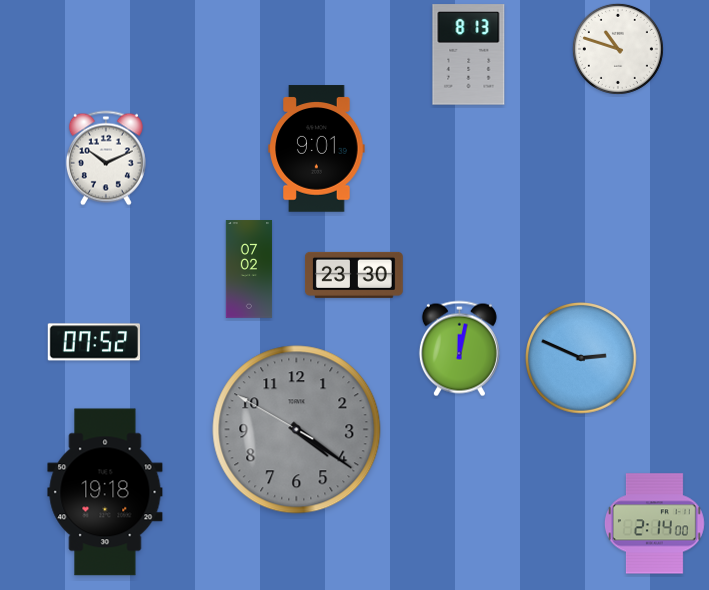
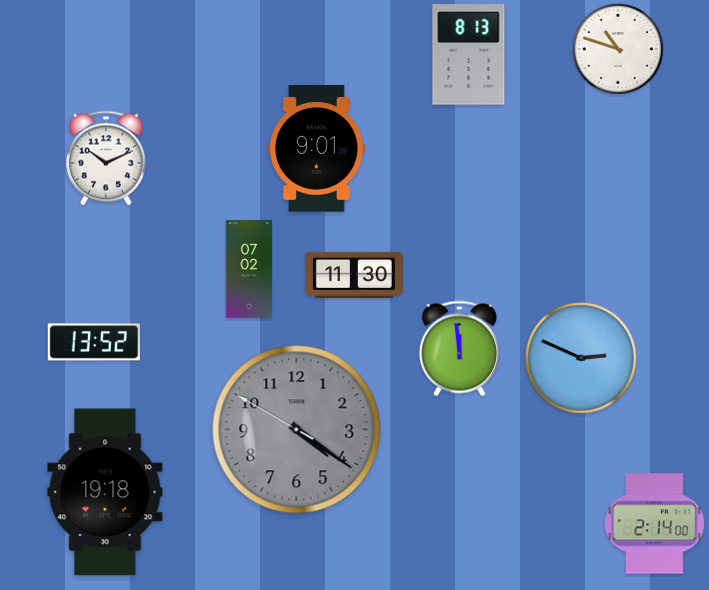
clock at (355, 275): 23:30 -> 11:30
clock at (93, 342): 07:52 -> 13:52
clock at (459, 349): 12:02 -> 11:59
